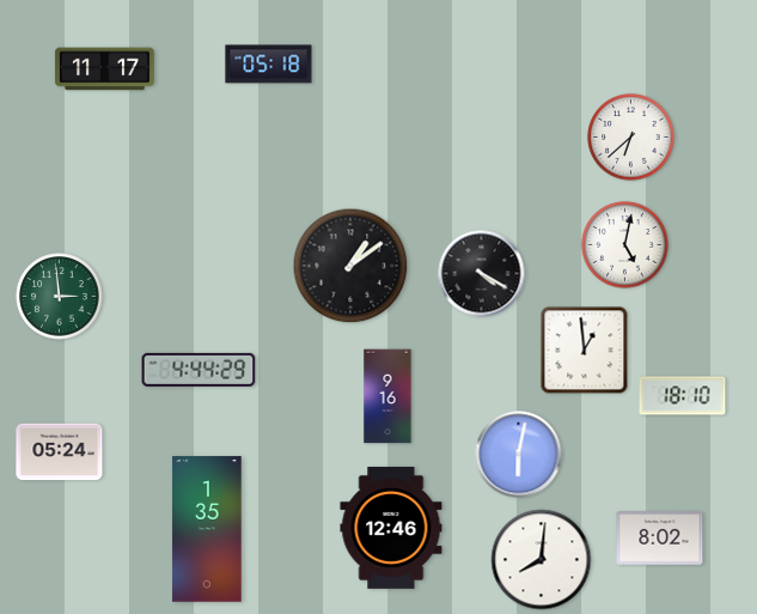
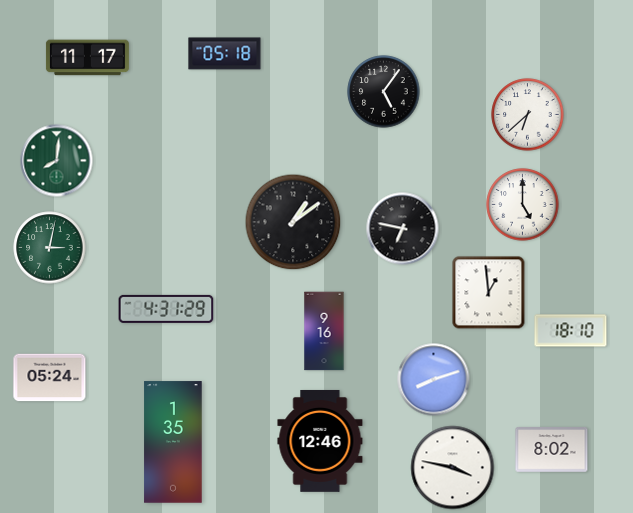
clock at (384, 92): none -> 5:06
clock at (57, 161): none -> 8:01
clock at (625, 245): 5:02 -> 5:00
clock at (482, 274): 4:20 -> 6:47
clock at (60, 297): 2:59 -> 3:02
clock at (199, 370): 4:44 -> 4:31
clock at (519, 455): 6:02 -> 8:12
clock at (391, 528) position: (391, 528) -> (320, 441)
clock at (542, 560): 8:01 -> 3:47
